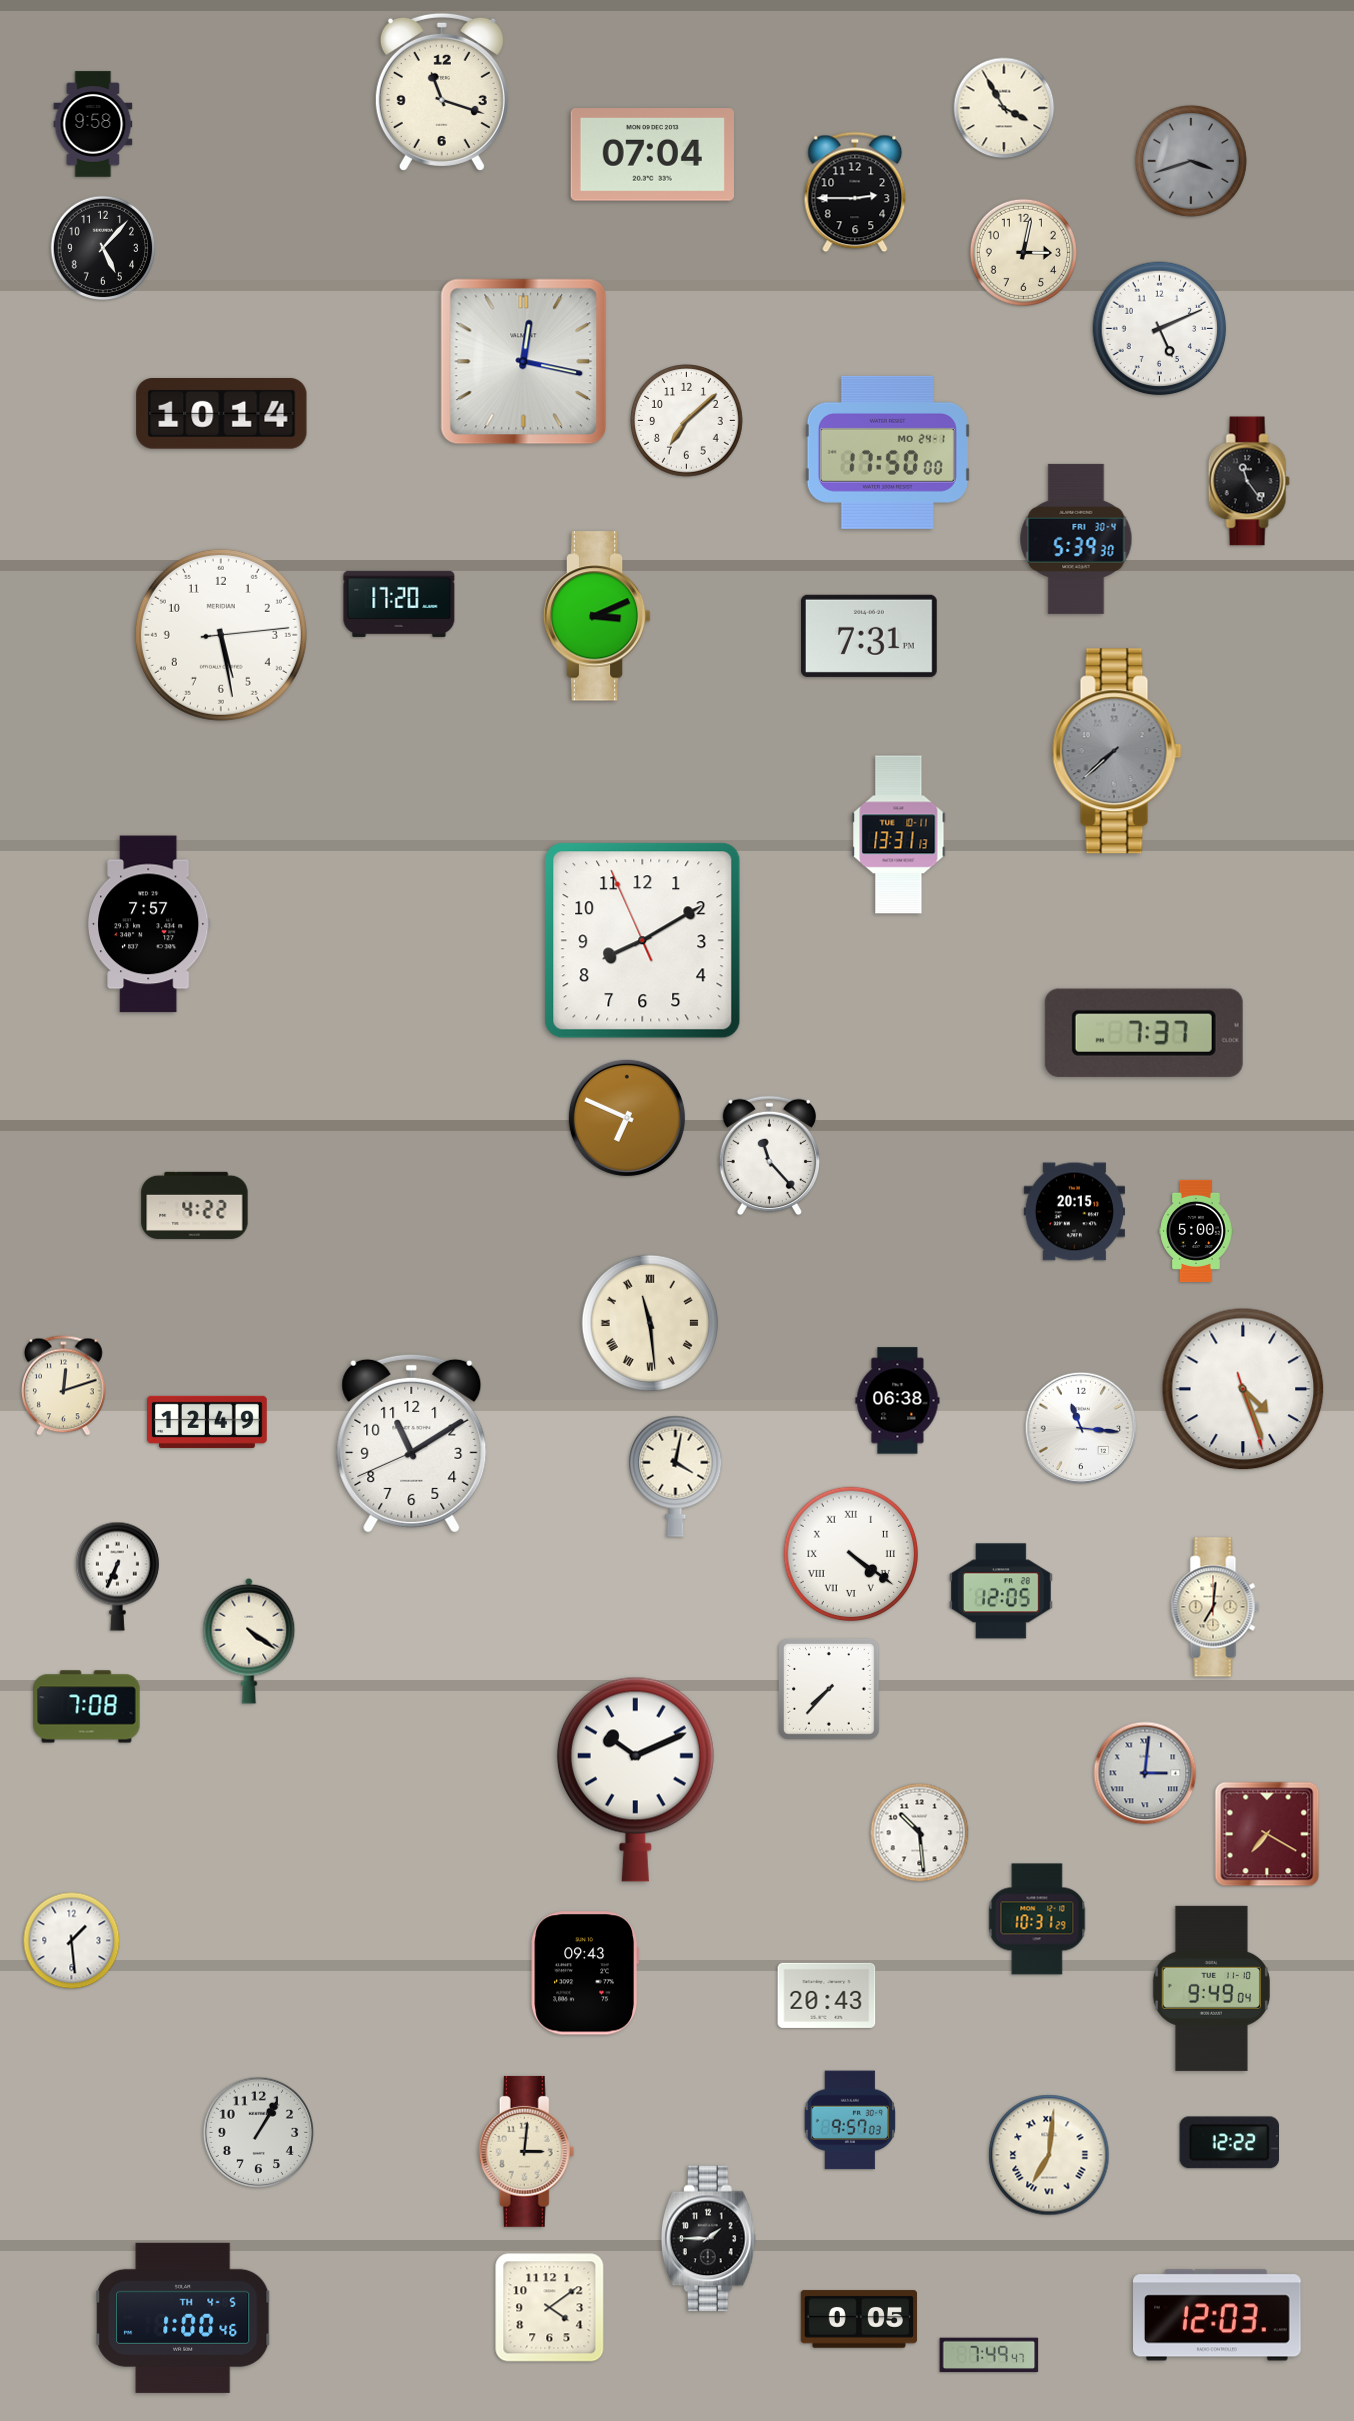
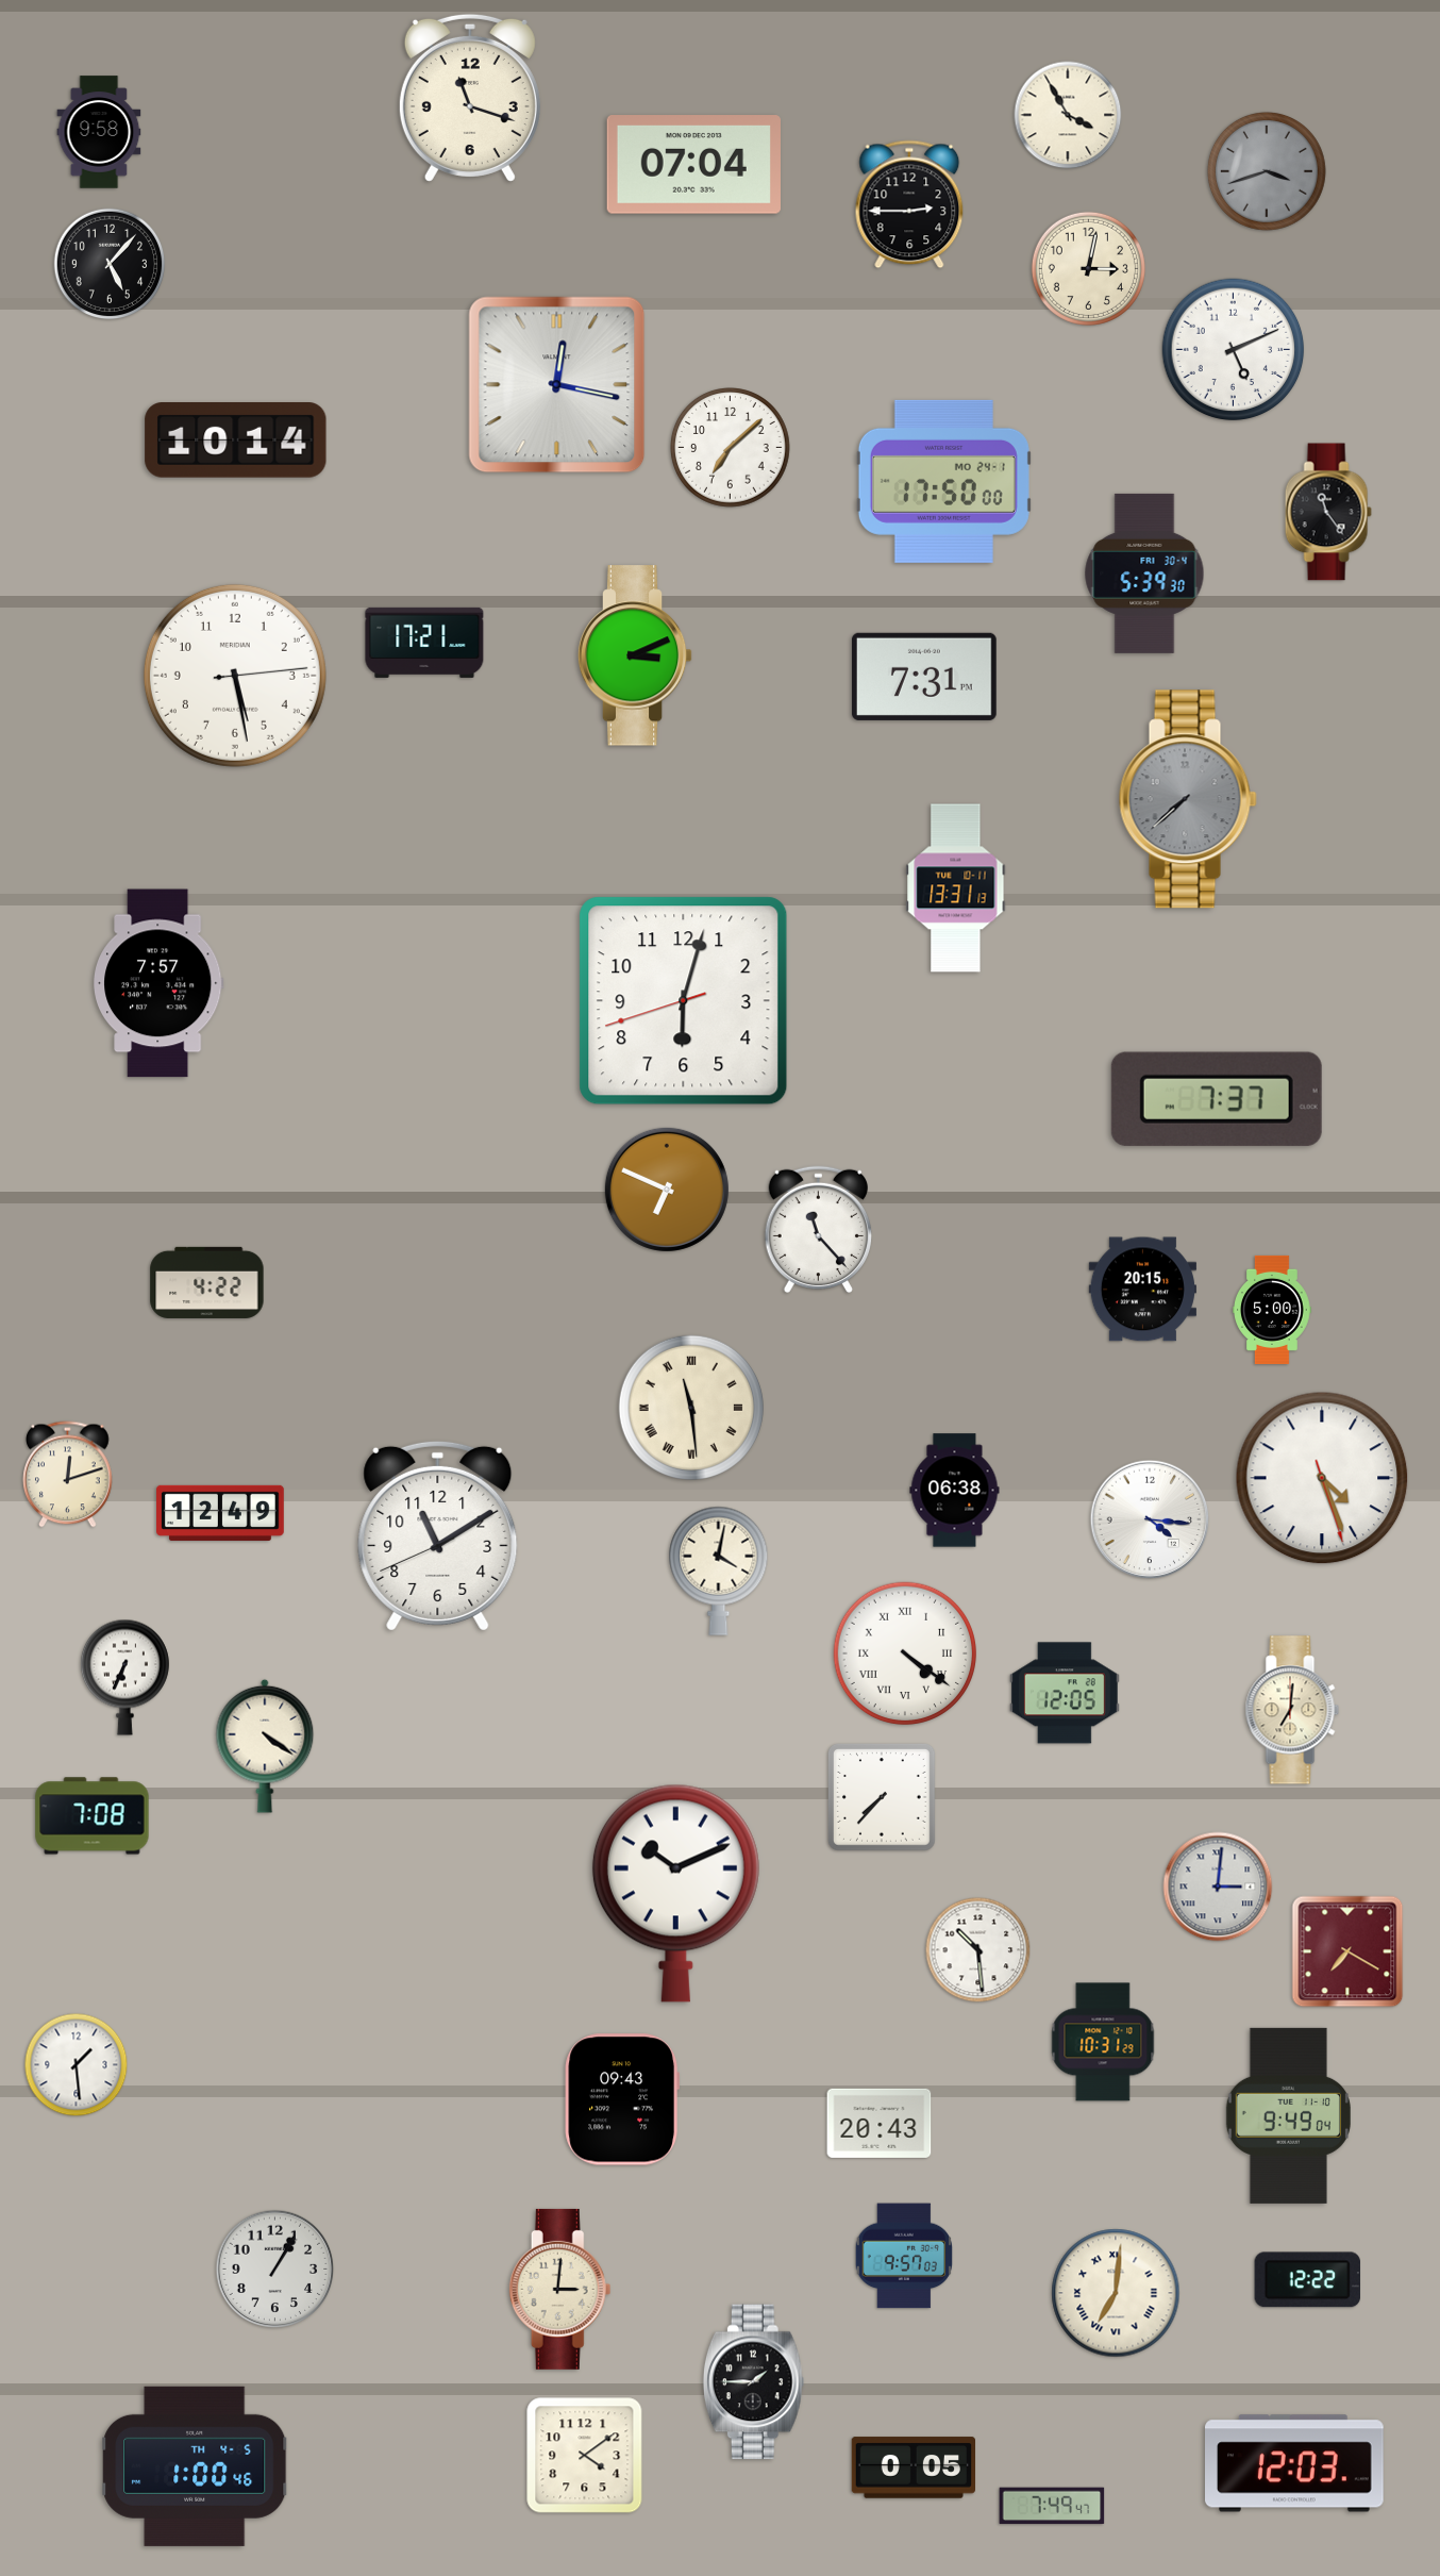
clock at (399, 604): 17:20 -> 17:21
clock at (643, 941): 8:09 -> 6:02
clock at (1081, 1428): 11:16 -> 4:16
